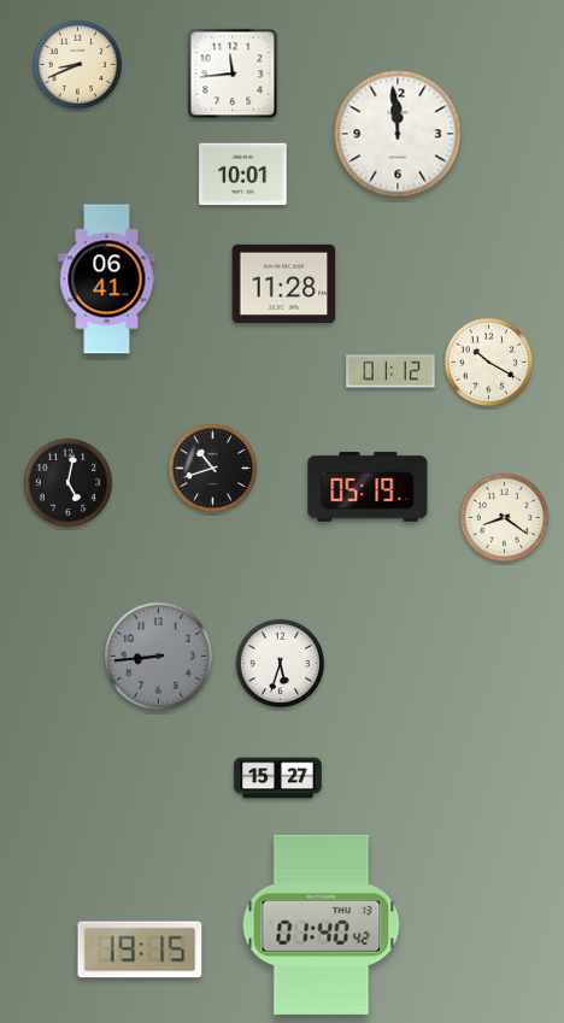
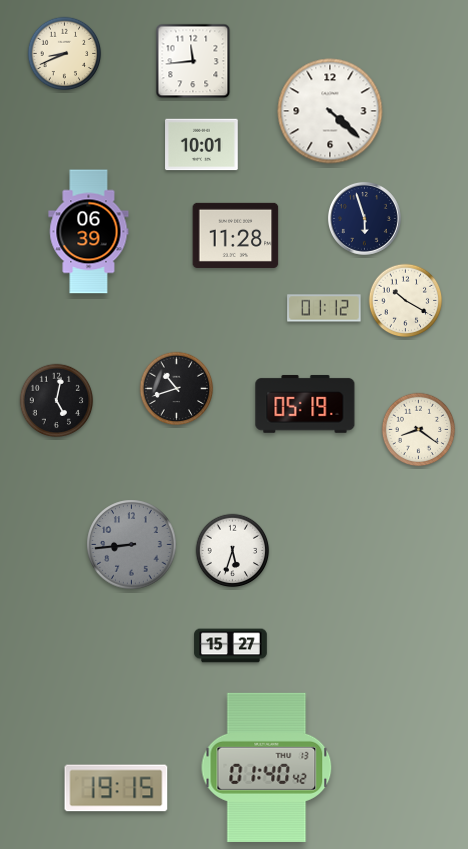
clock at (398, 134): 11:59 -> 4:22
clock at (364, 218): none -> 5:57
clock at (107, 280): 06:41 -> 06:39
